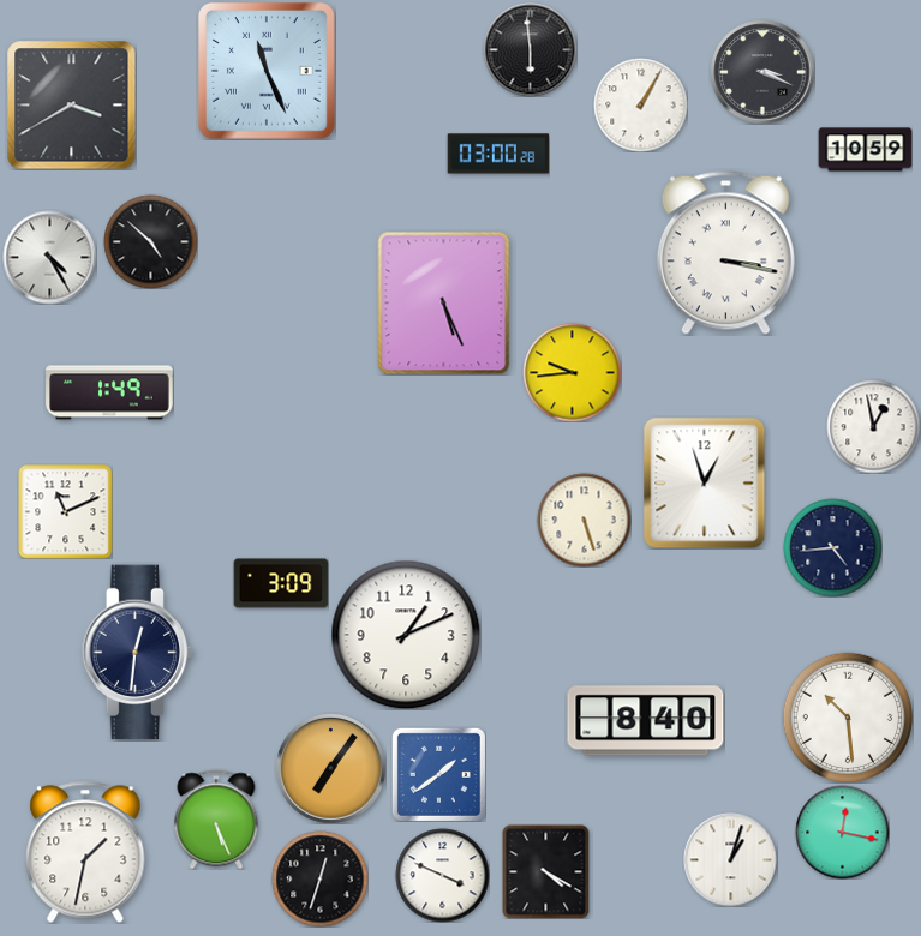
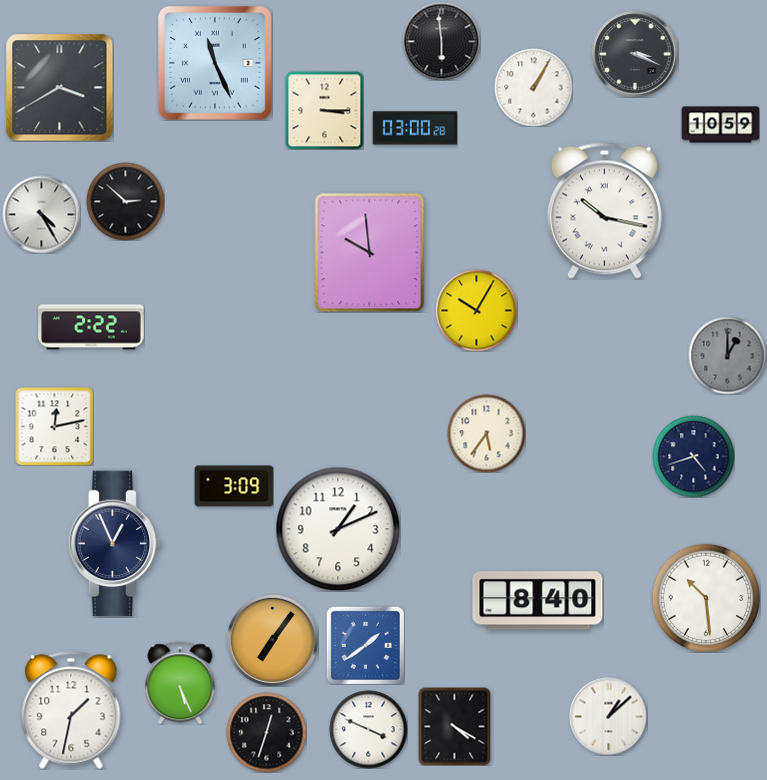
clock at (268, 72) position: (268, 72) -> (216, 64)
clock at (762, 72) position: (762, 72) -> (635, 54)
clock at (324, 110): none -> 3:15
clock at (150, 241): 4:52 -> 2:52
clock at (725, 252): 3:17 -> 10:17
clock at (444, 302): 5:26 -> 9:59
clock at (572, 372): 9:44 -> 10:05
clock at (109, 392): 1:49 -> 2:22
clock at (873, 426): 12:58 -> 1:00
clock at (873, 426) dial: white -> grey
clock at (705, 482): 12:57 -> none
clock at (65, 511): 11:11 -> 12:13
clock at (584, 520): 5:27 -> 5:36
clock at (832, 547): 4:44 -> 4:42
clock at (137, 653): 12:31 -> 12:56
clock at (330, 768) position: (330, 768) -> (272, 640)
clock at (842, 832): 12:17 -> none
clock at (730, 859): 1:03 -> 1:08
